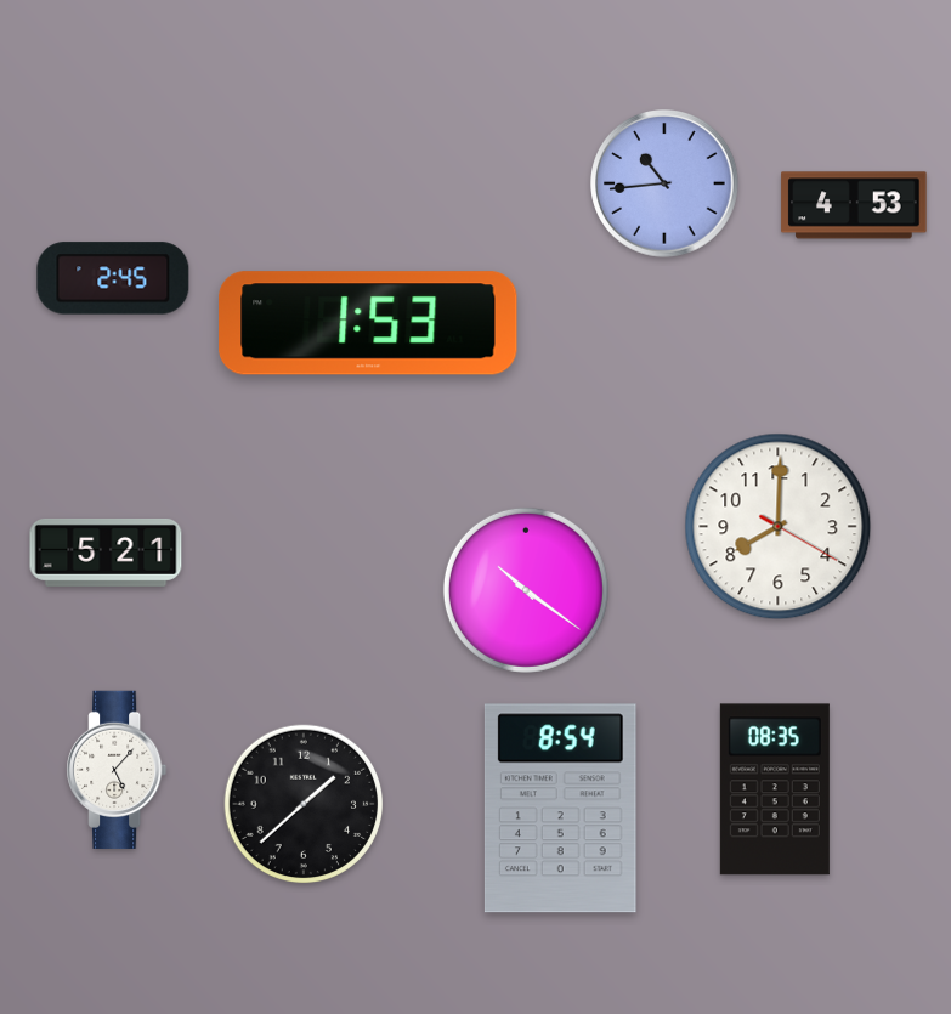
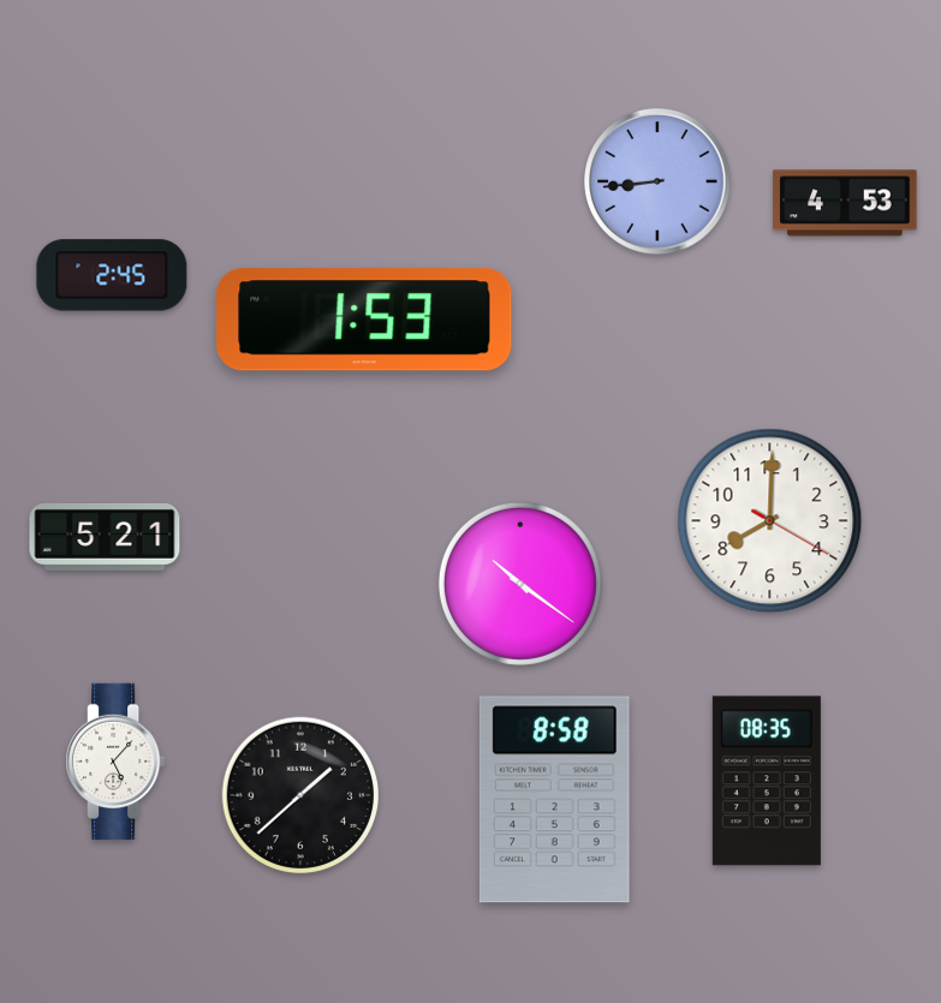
clock at (664, 183): 10:44 -> 8:44
clock at (106, 553) position: (106, 553) -> (105, 537)
clock at (560, 809): 8:54 -> 8:58
